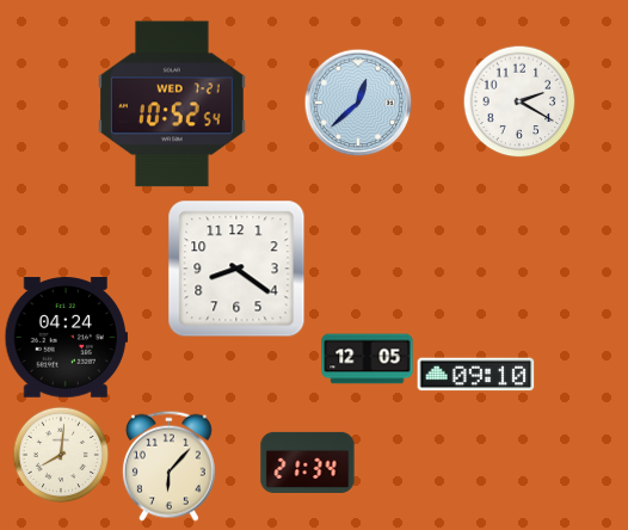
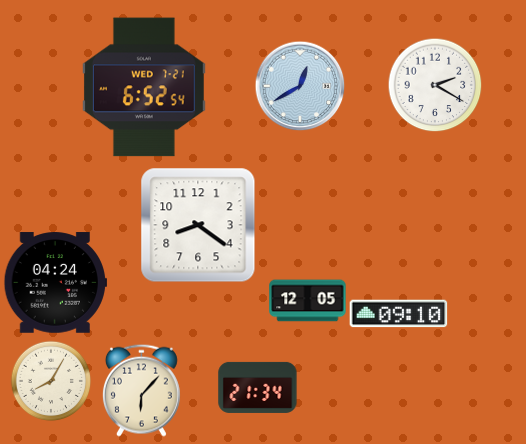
clock at (358, 103): 12:38 -> 12:40
clock at (172, 104): 10:52 -> 6:52
clock at (61, 455): 8:01 -> 8:05
